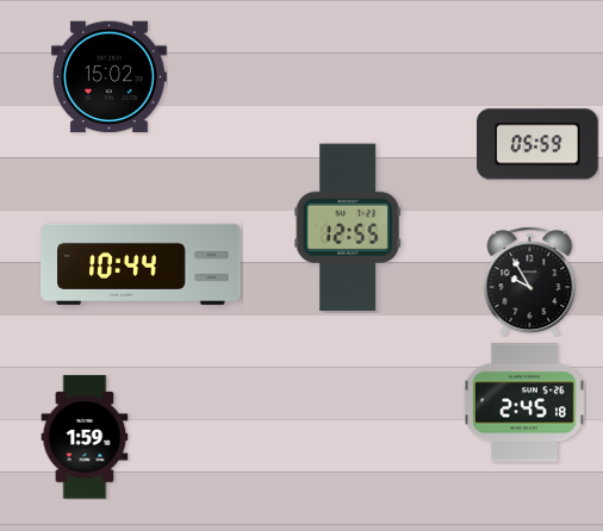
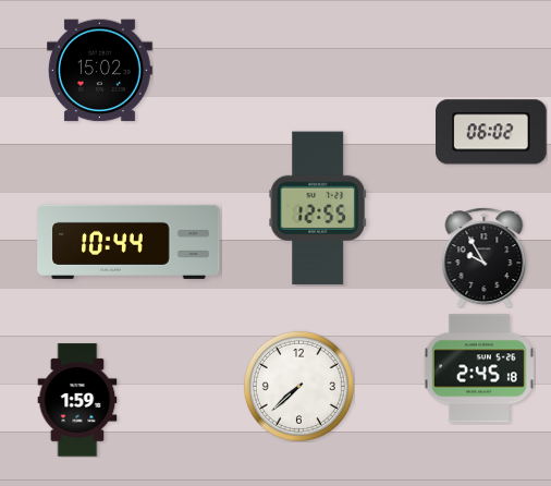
clock at (539, 144): 05:59 -> 06:02
clock at (298, 386): none -> 7:38
